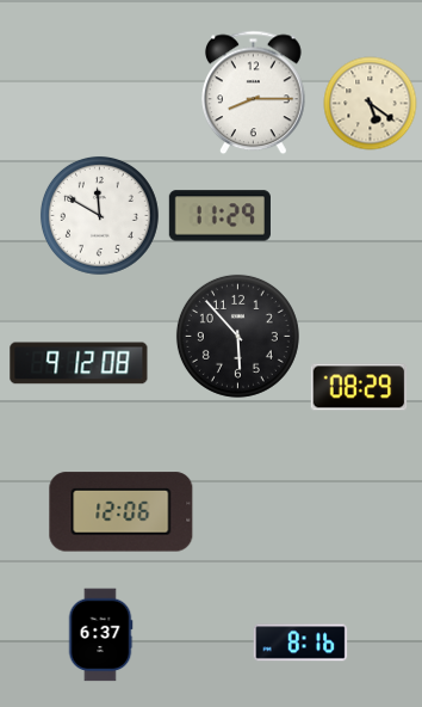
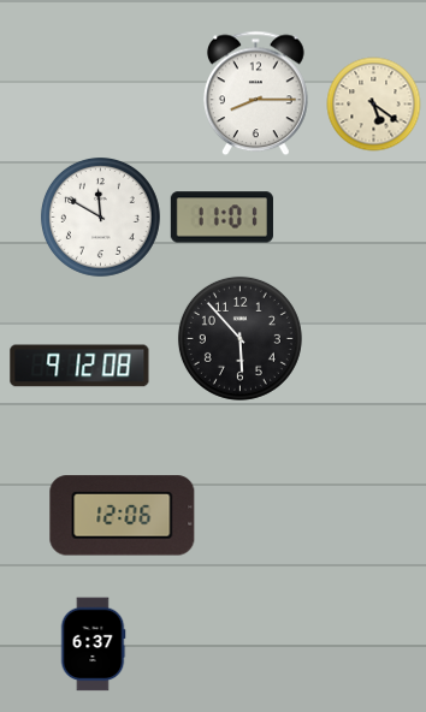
clock at (219, 216): 11:29 -> 11:01
clock at (359, 387): 08:29 -> none
clock at (100, 634) position: (100, 634) -> (93, 643)
clock at (300, 643): 8:16 -> none
